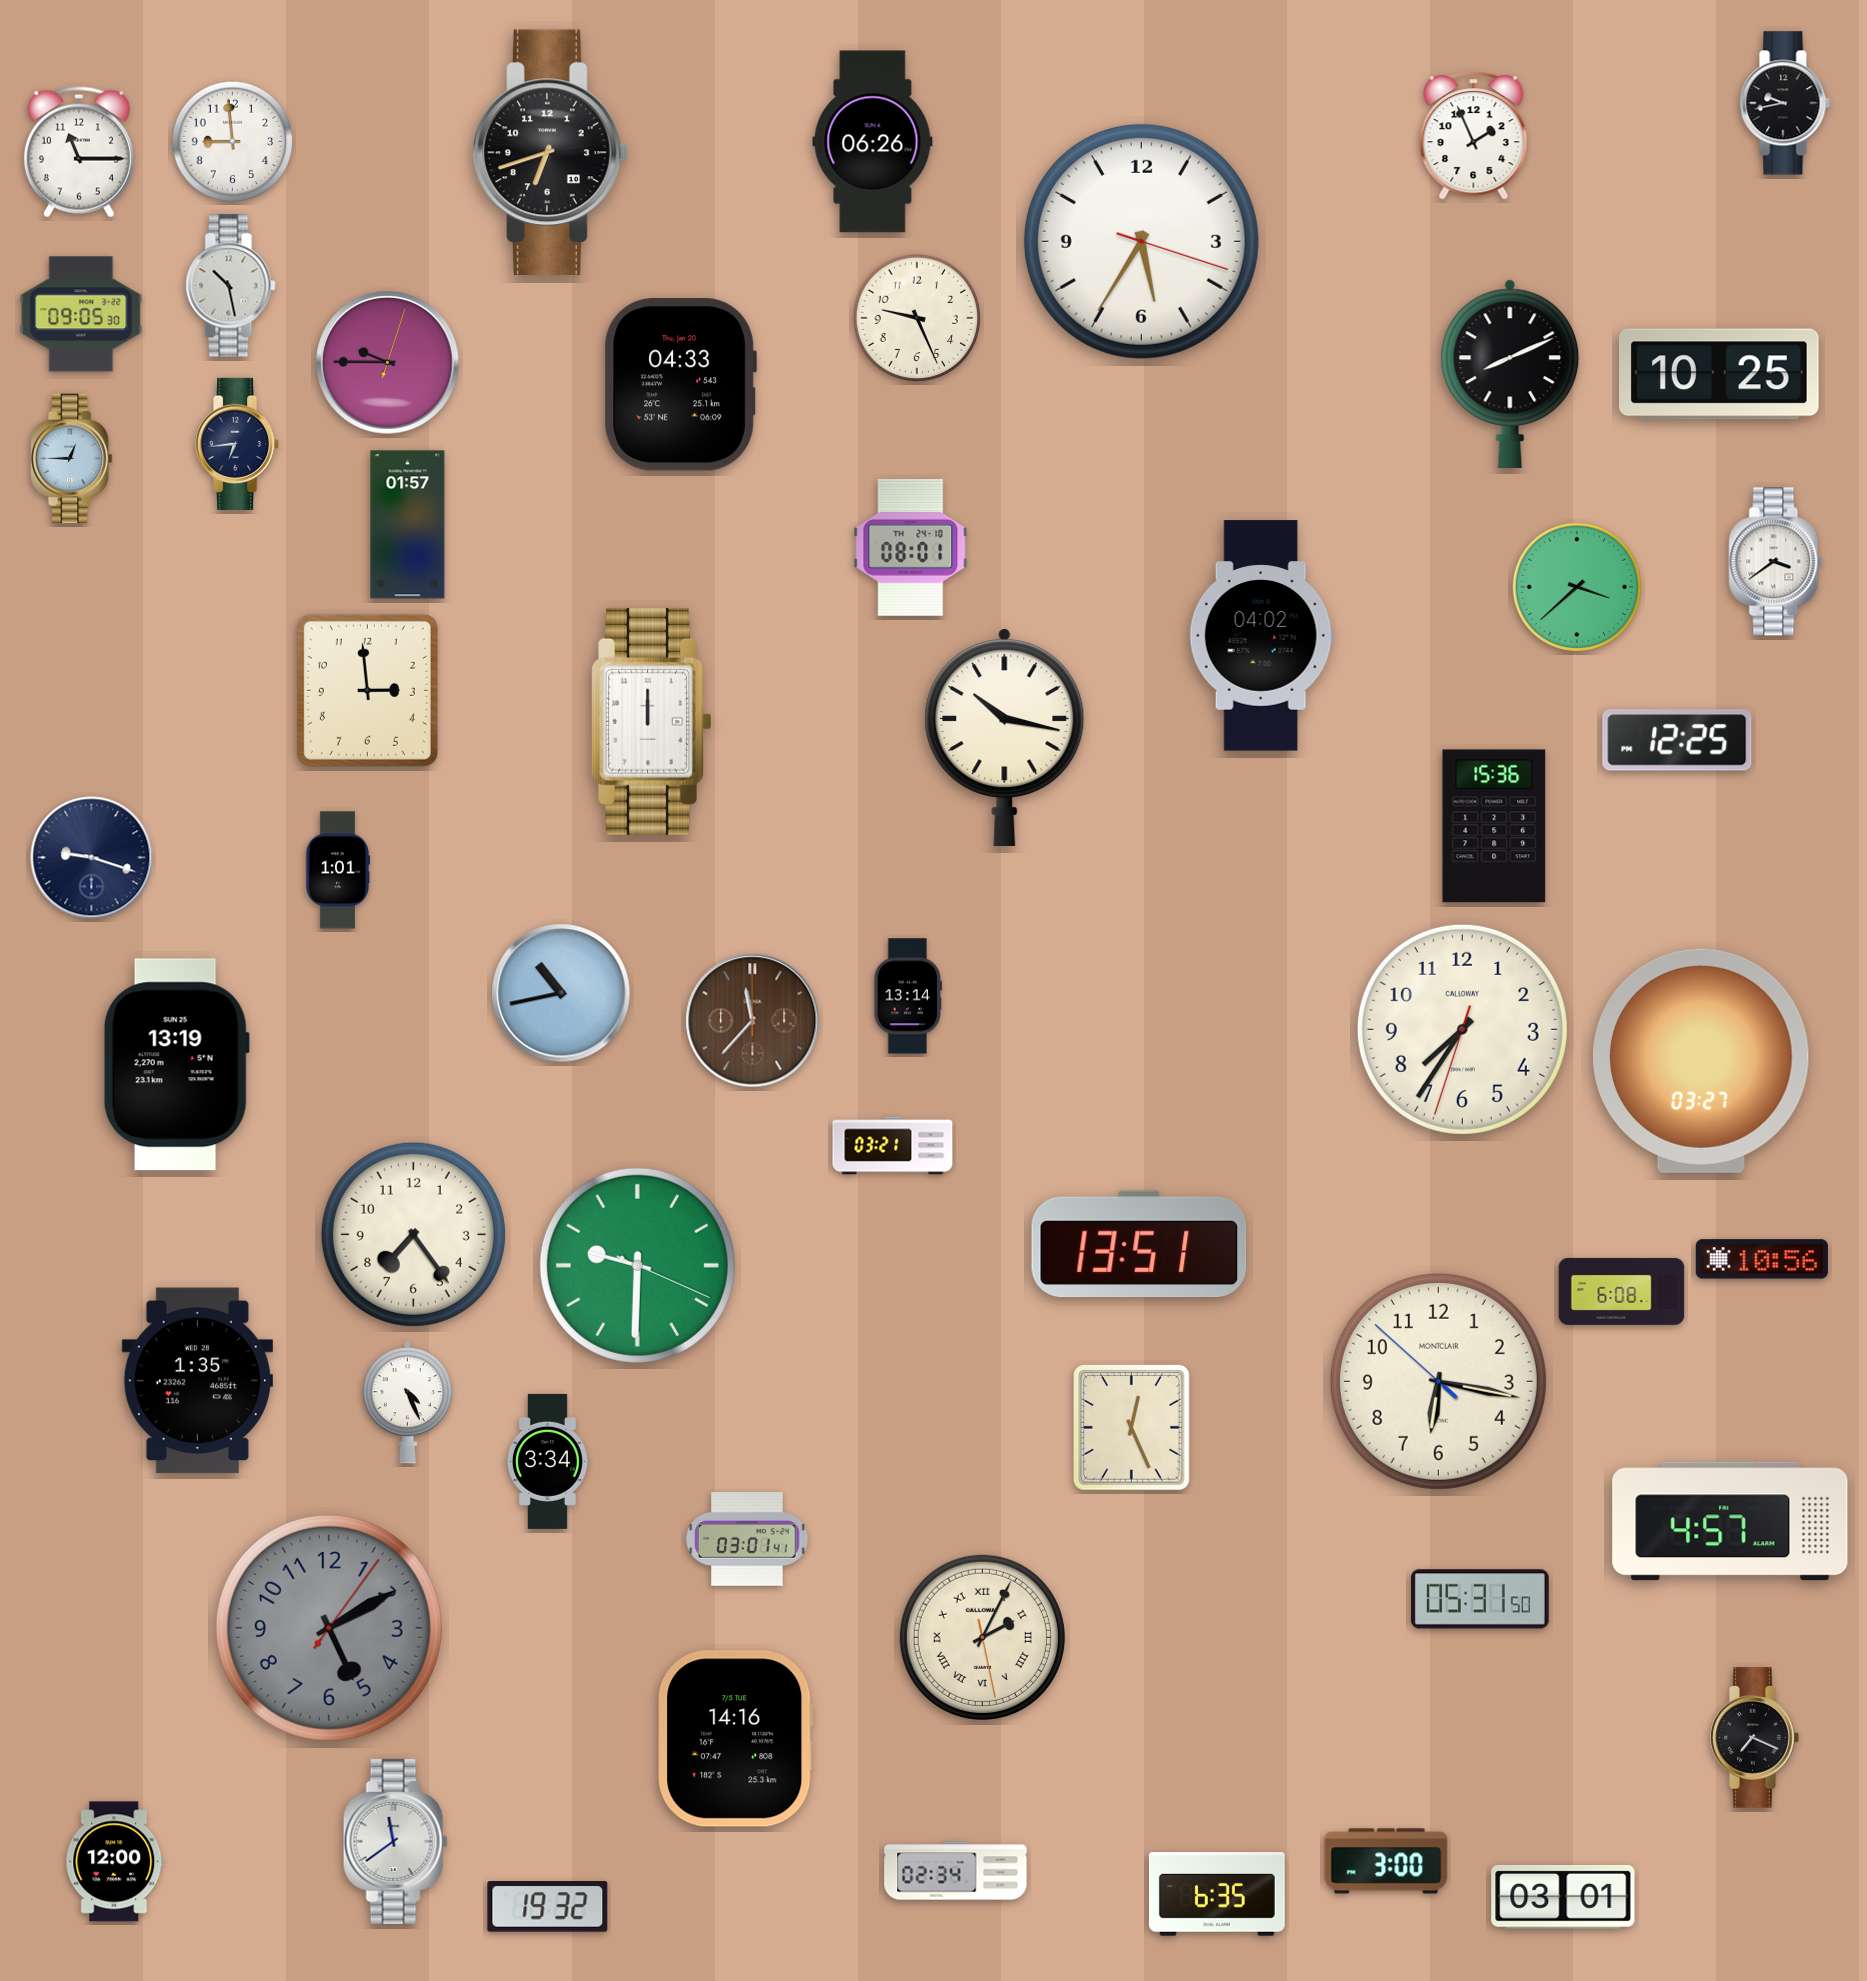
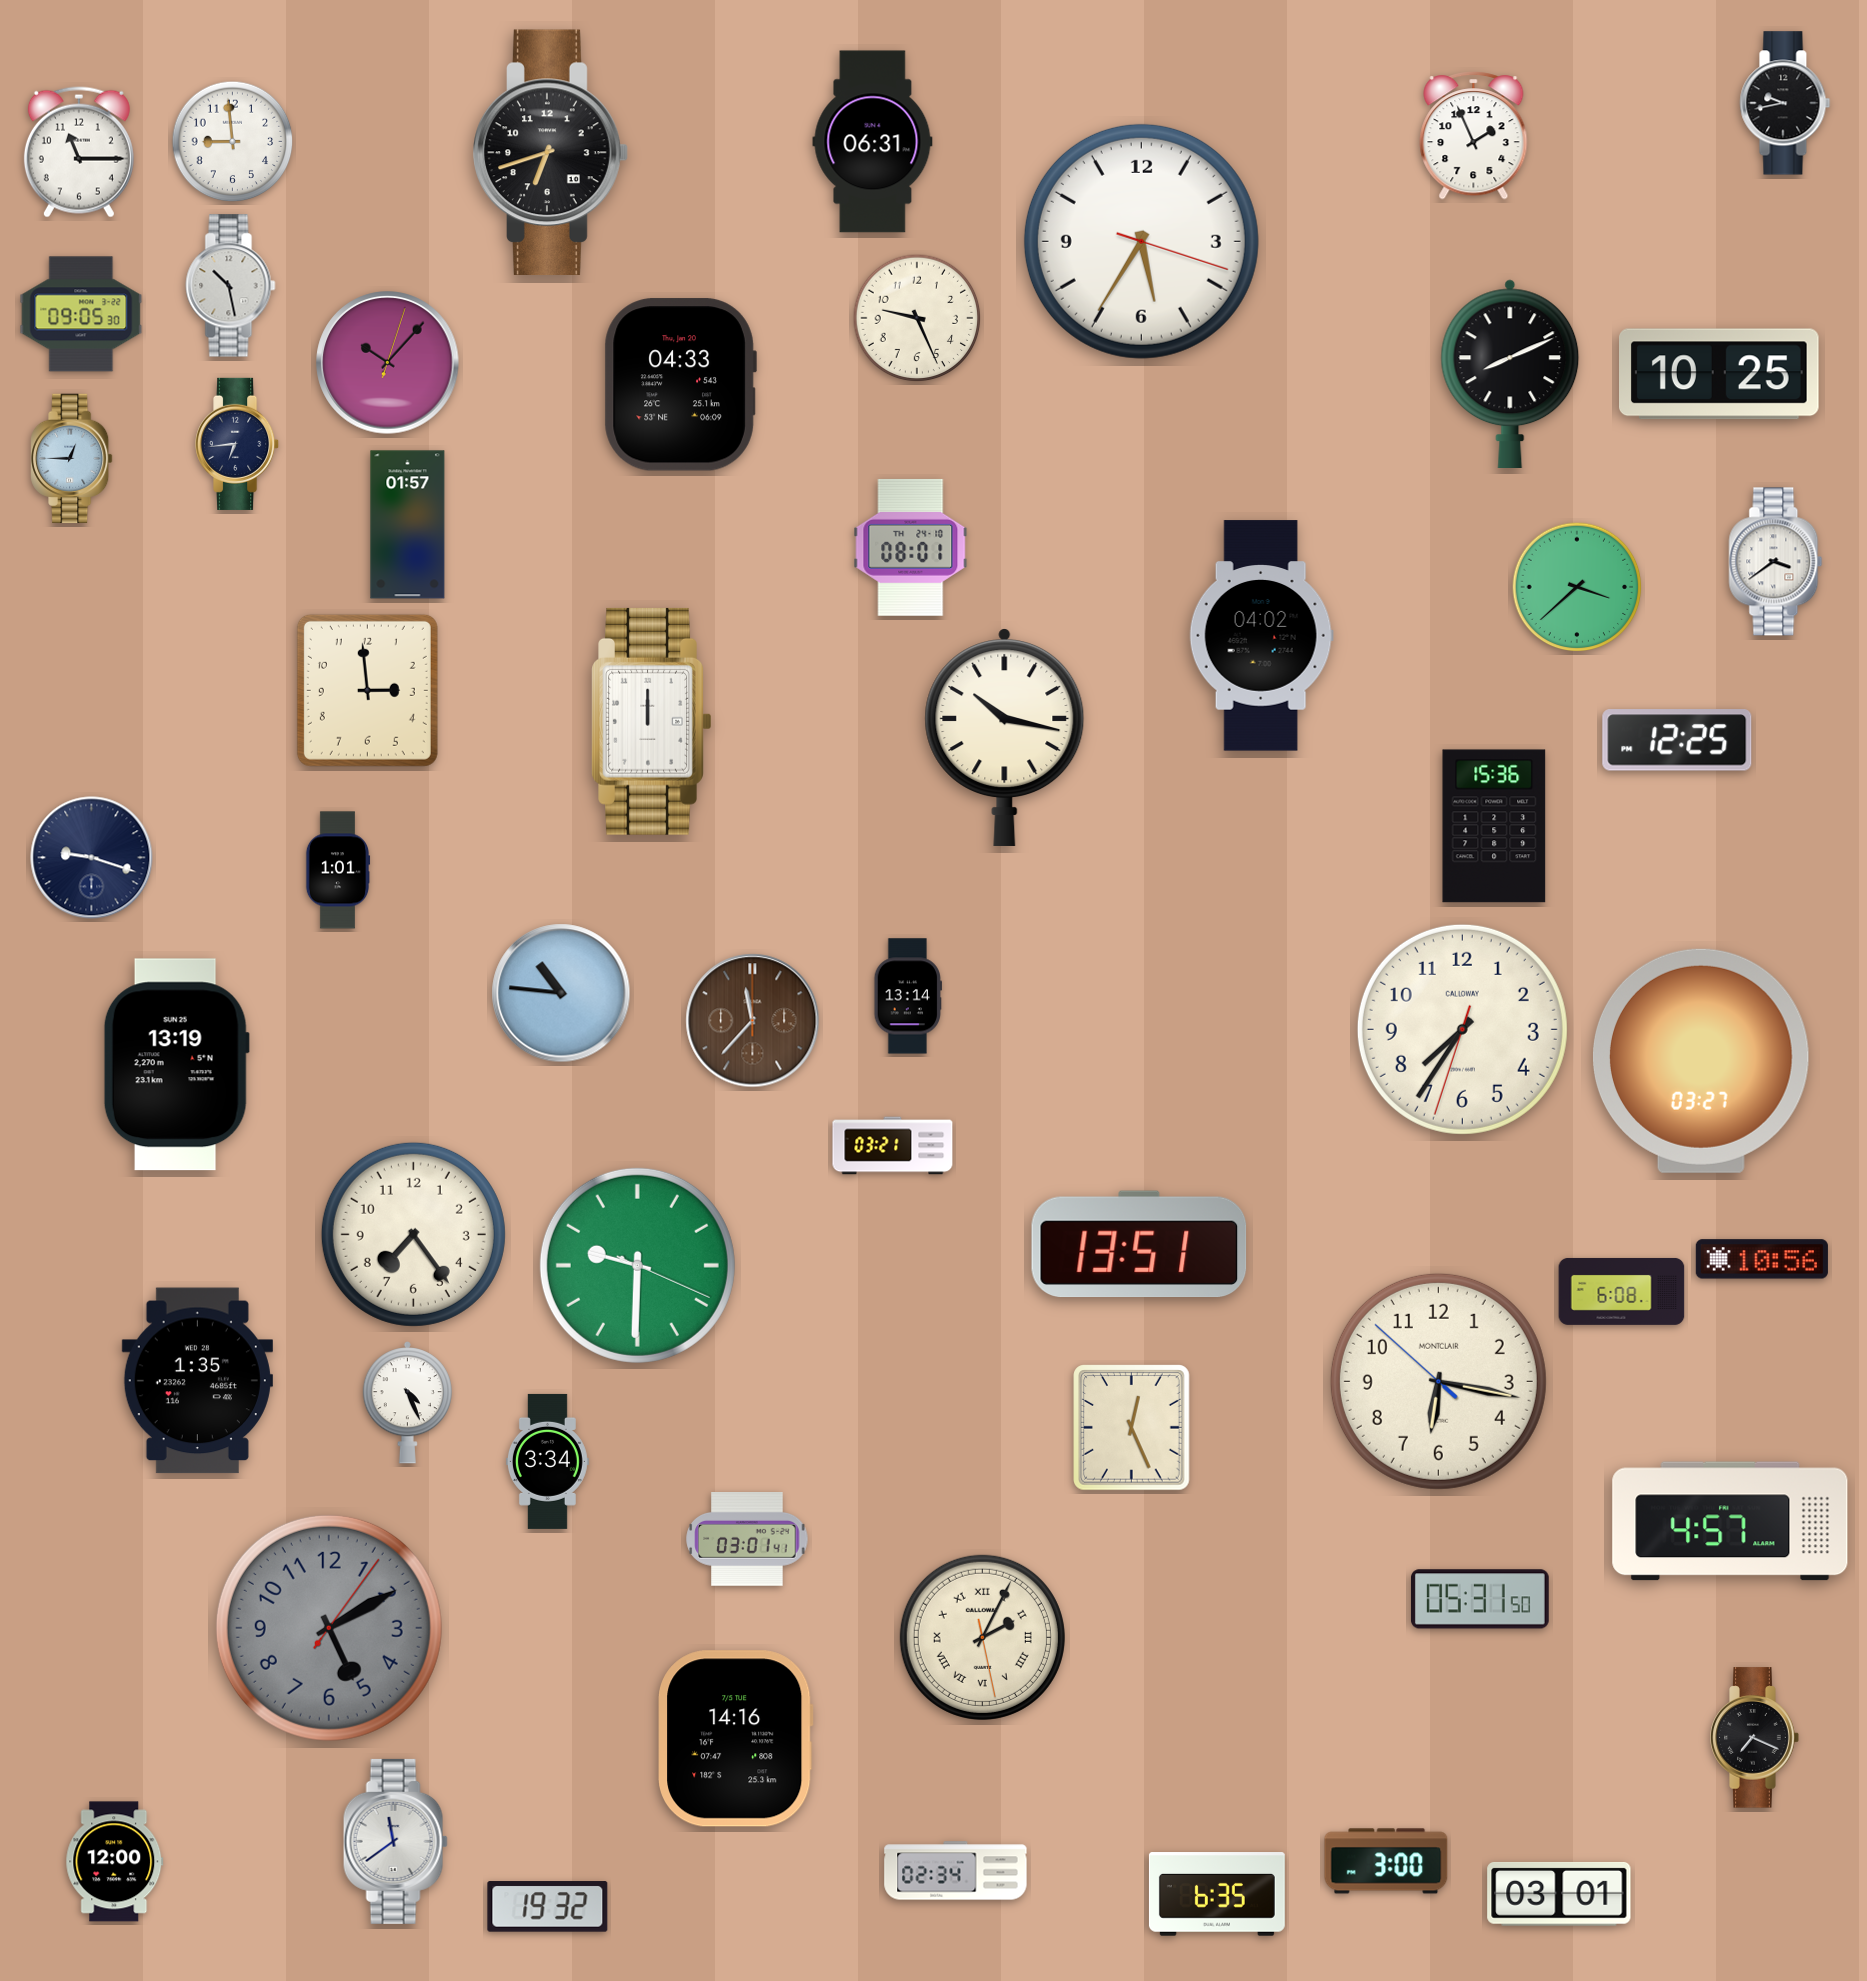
clock at (873, 142): 06:26 -> 06:31
clock at (388, 363): 9:45 -> 10:07
clock at (561, 993): 10:43 -> 10:46
clock at (1563, 1897) position: (1563, 1897) -> (1559, 1894)
